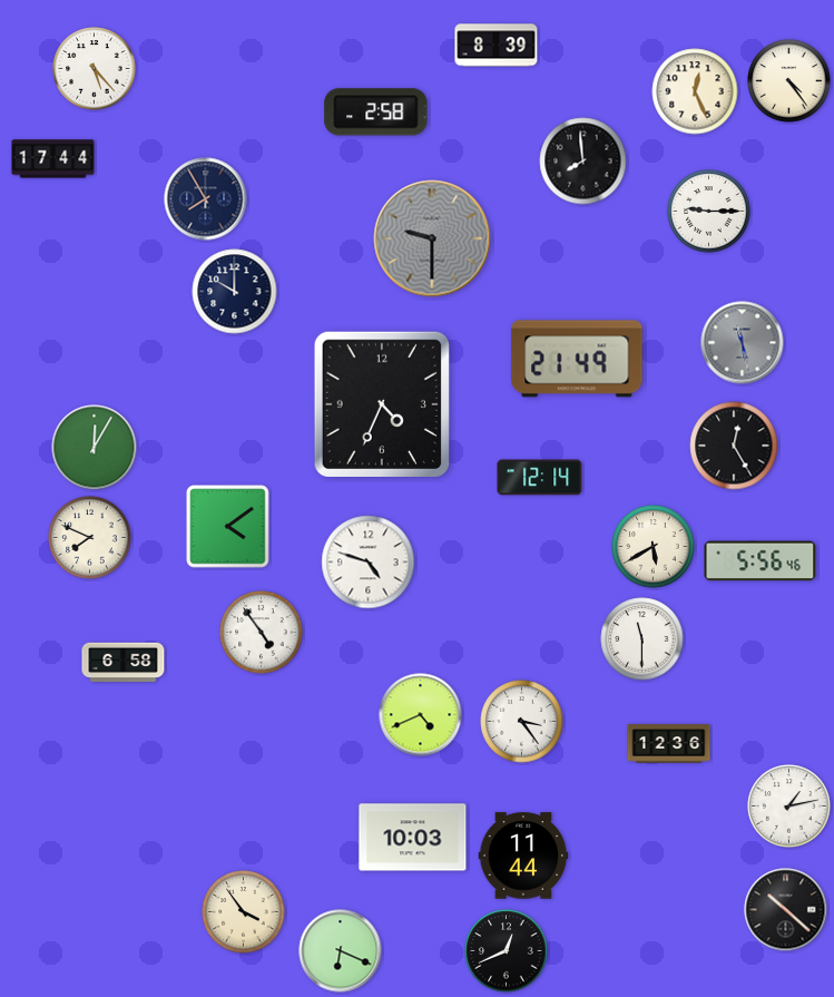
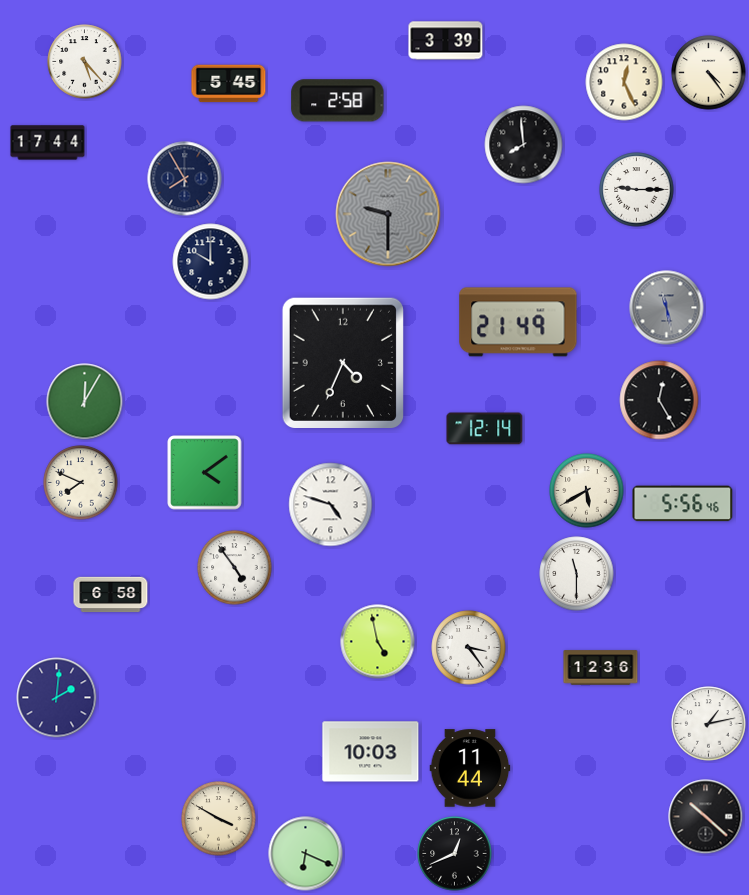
clock at (497, 46): 8:39 -> 3:39
clock at (229, 84): none -> 5:45
clock at (421, 715): 4:41 -> 4:58
clock at (57, 698): none -> 2:01
clock at (244, 912): 3:54 -> 3:50
